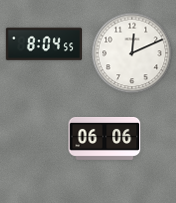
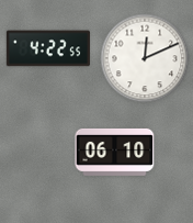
clock at (44, 44): 8:04 -> 4:22
clock at (105, 138): 06:06 -> 06:10
